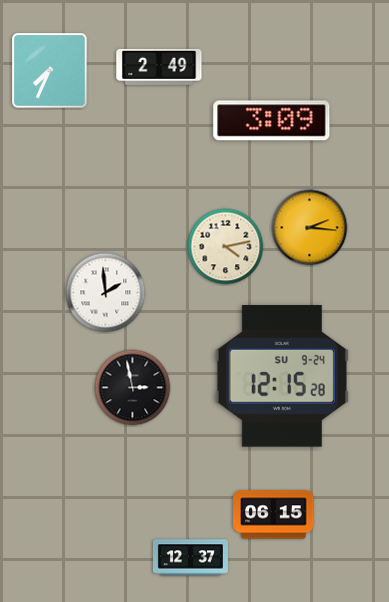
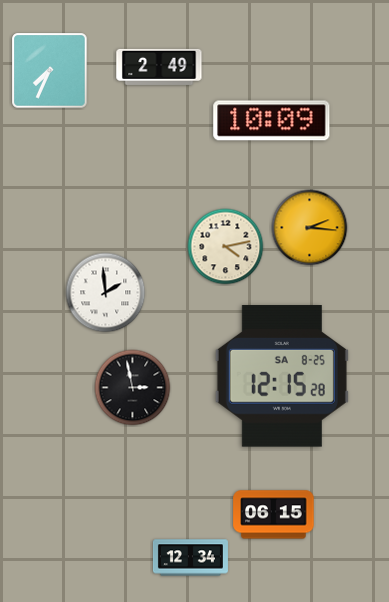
clock at (272, 121): 3:09 -> 10:09
clock at (282, 376) date: SU 9-24 -> SA 8-25
clock at (190, 558): 12:37 -> 12:34
